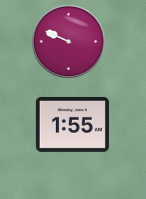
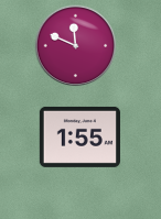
clock at (69, 42): 9:49 -> 11:49
